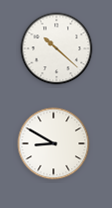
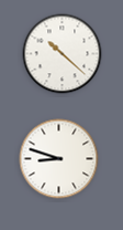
clock at (54, 144): 8:50 -> 8:48
